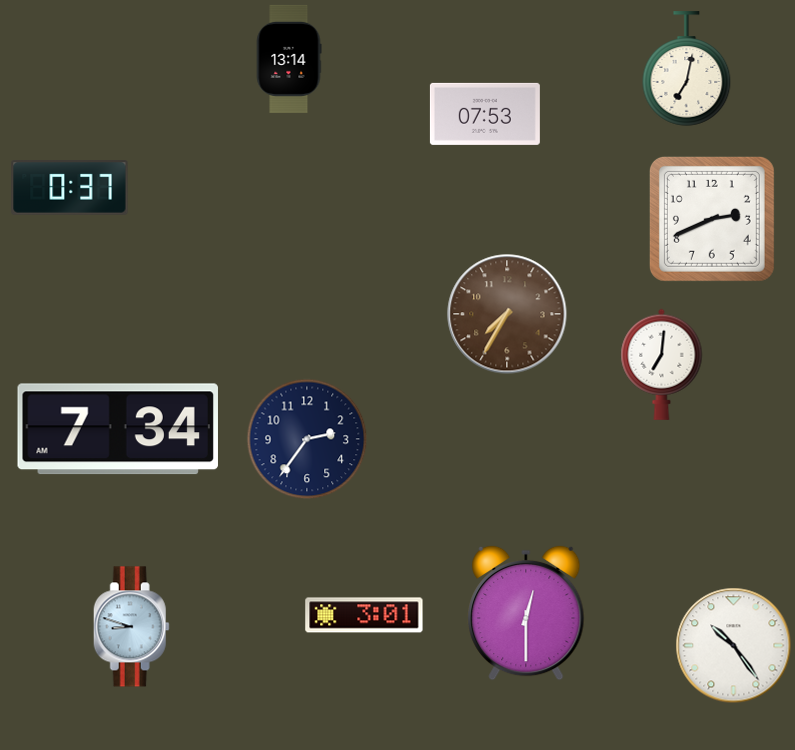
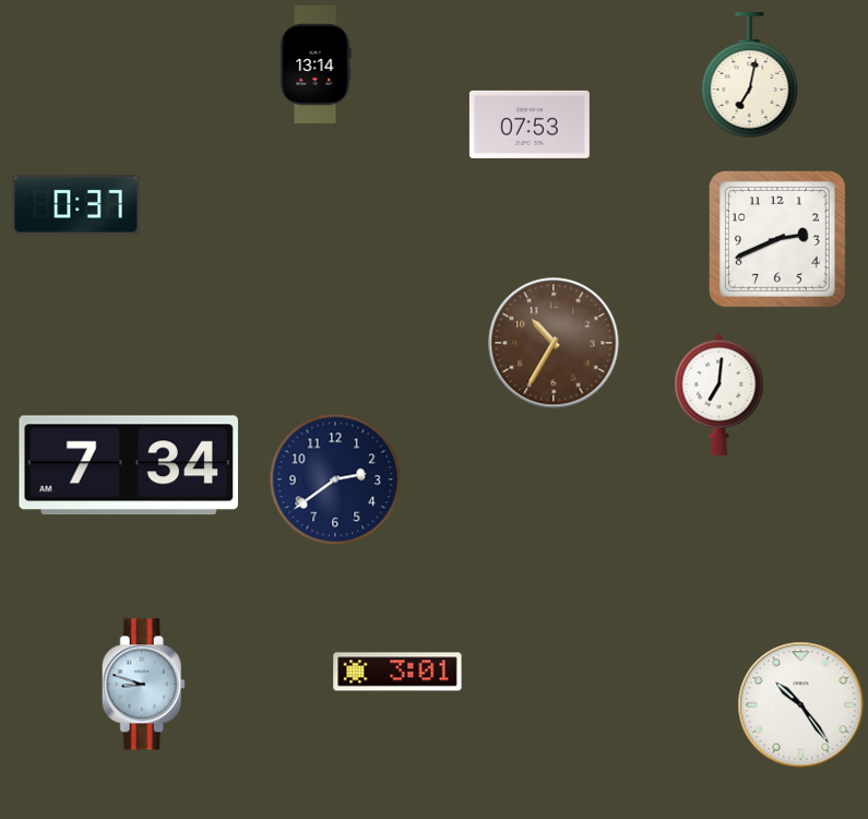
clock at (507, 314): 7:35 -> 10:35
clock at (662, 364) position: (662, 364) -> (720, 394)
clock at (118, 429) position: (118, 429) -> (129, 465)
clock at (307, 439): 2:36 -> 2:39
clock at (526, 613): 12:30 -> none
